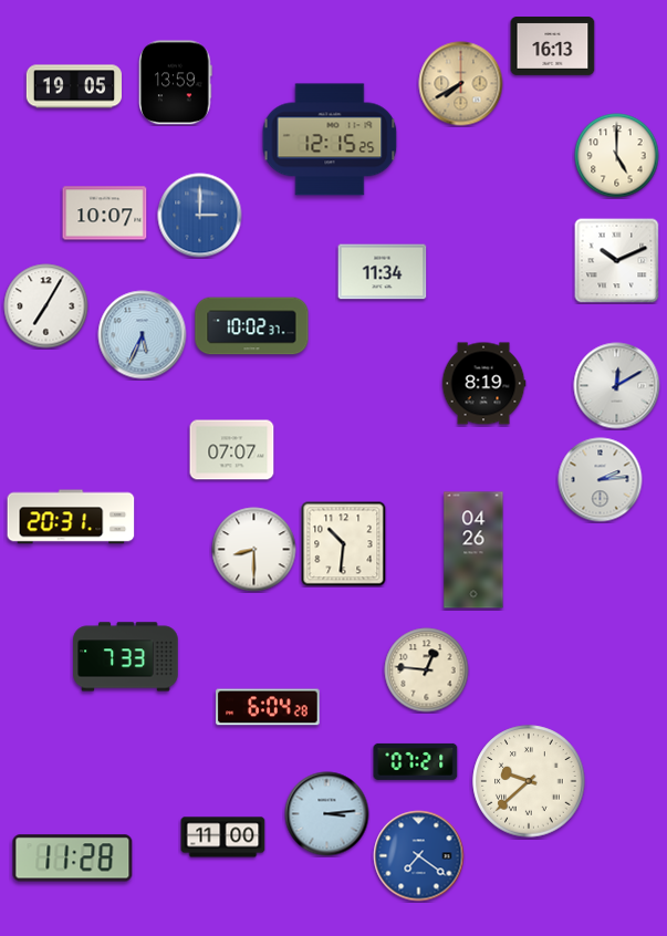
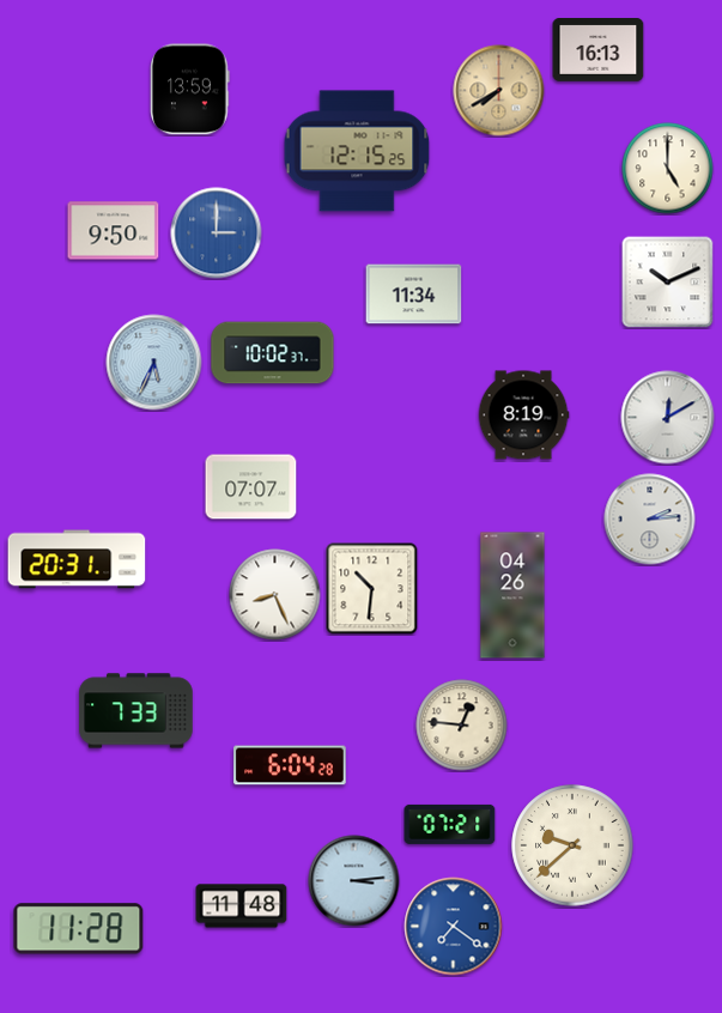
clock at (73, 86): 19:05 -> none
clock at (105, 214): 10:07 -> 9:50
clock at (46, 306): 7:05 -> none
clock at (254, 550): 8:30 -> 8:26
clock at (223, 838): 11:00 -> 11:48
